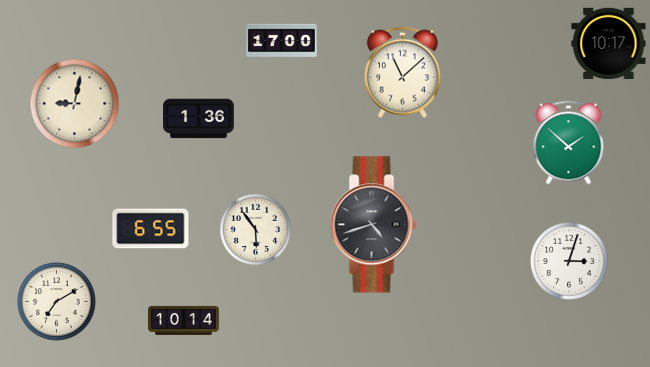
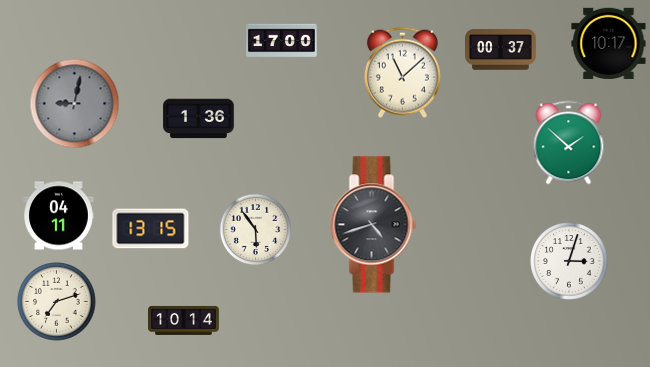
clock at (501, 50): none -> 00:37
clock at (75, 104) dial: cream -> grey
clock at (59, 216): none -> 04:11
clock at (151, 229): 6:55 -> 13:15
clock at (57, 302): 7:10 -> 7:12
